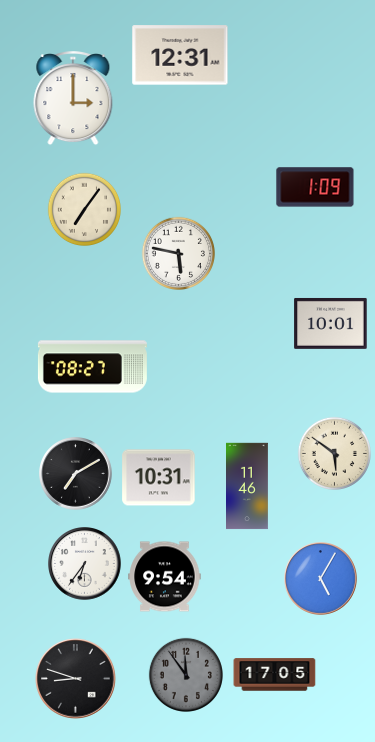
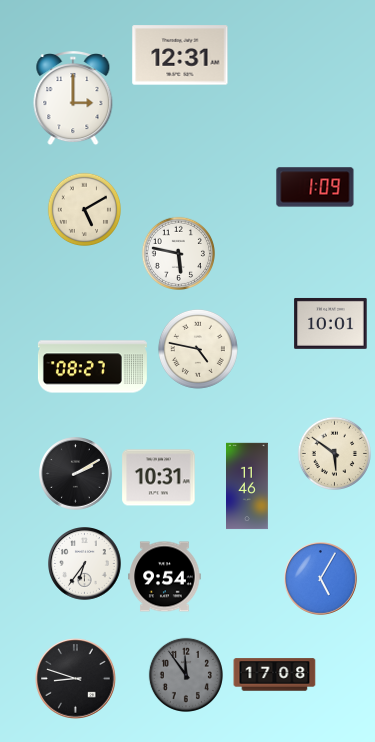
clock at (84, 209): 7:06 -> 5:10
clock at (198, 349): none -> 4:47
clock at (76, 474): 7:10 -> 2:10
clock at (275, 675): 17:05 -> 17:08
